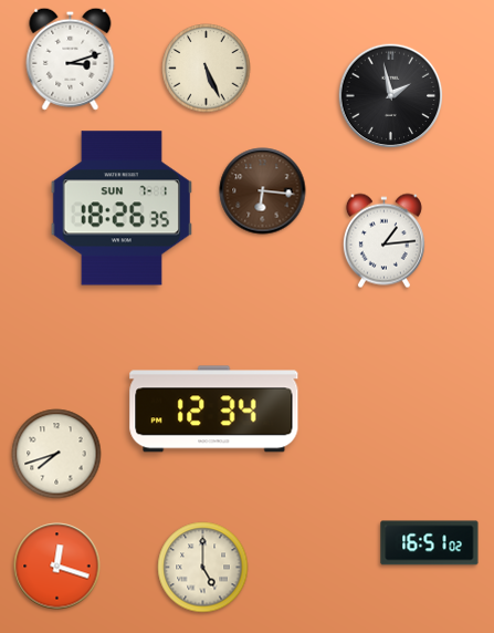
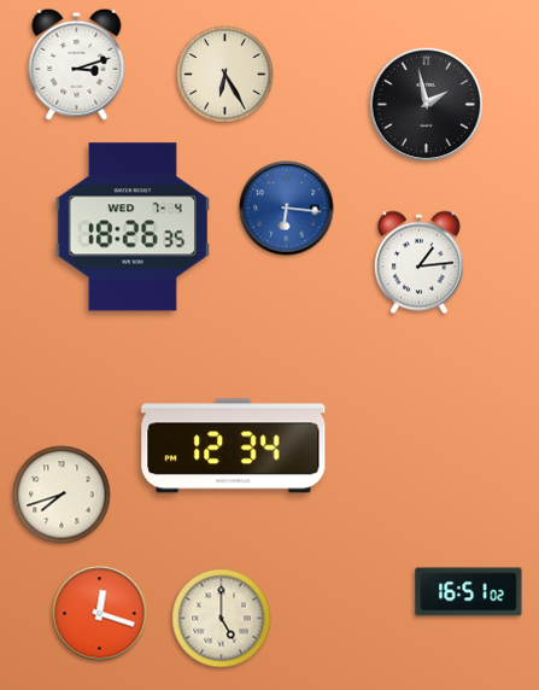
clock at (207, 69): 5:26 -> 6:25
clock at (263, 191) dial: brown -> blue
clock at (120, 208) date: SUN 7-1 -> WED 7-4
clock at (57, 567) position: (57, 567) -> (100, 614)
